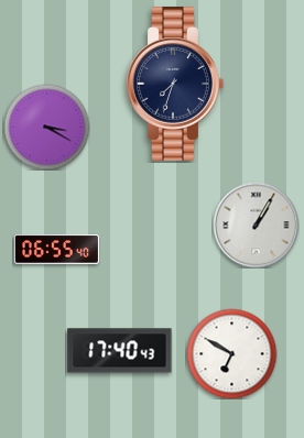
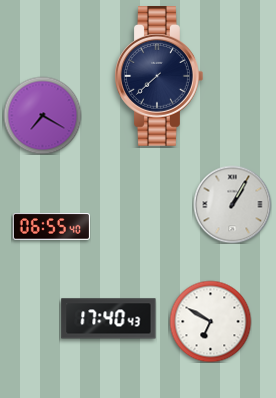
clock at (175, 85): 7:33 -> 7:38
clock at (46, 127): 3:20 -> 7:20
